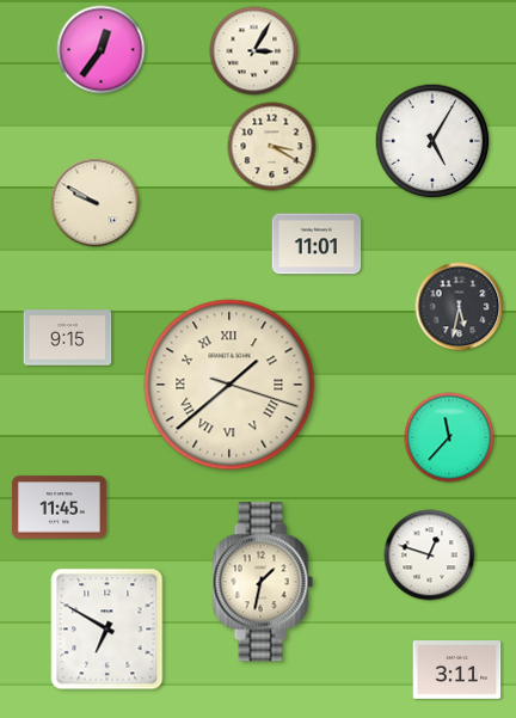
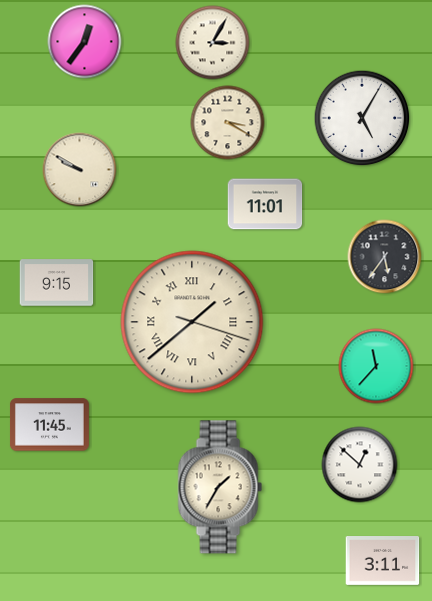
clock at (460, 307): 5:32 -> 5:36
clock at (430, 556): 12:48 -> 12:52
clock at (263, 582): 1:32 -> 1:35
clock at (107, 630): 6:50 -> none
